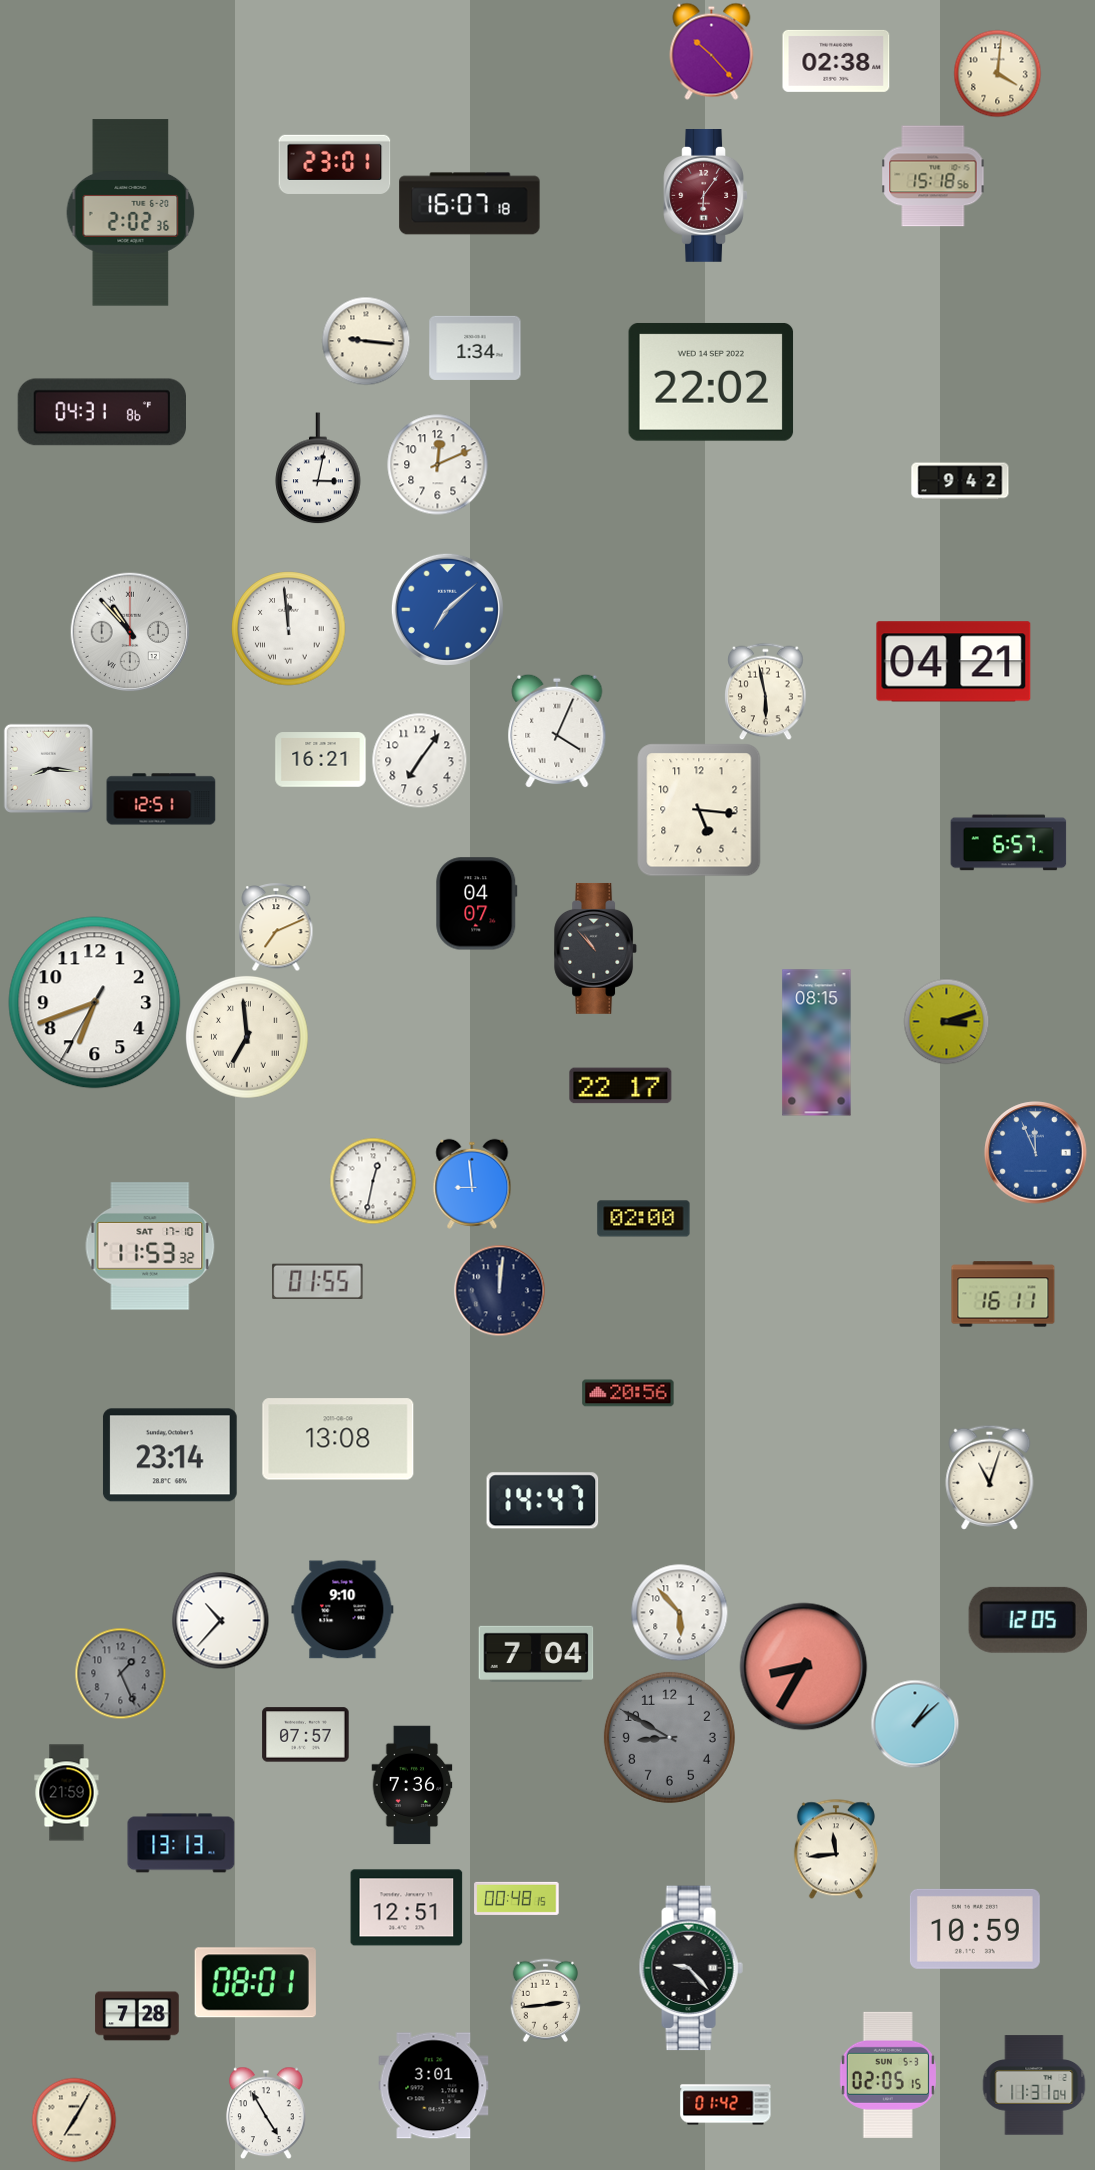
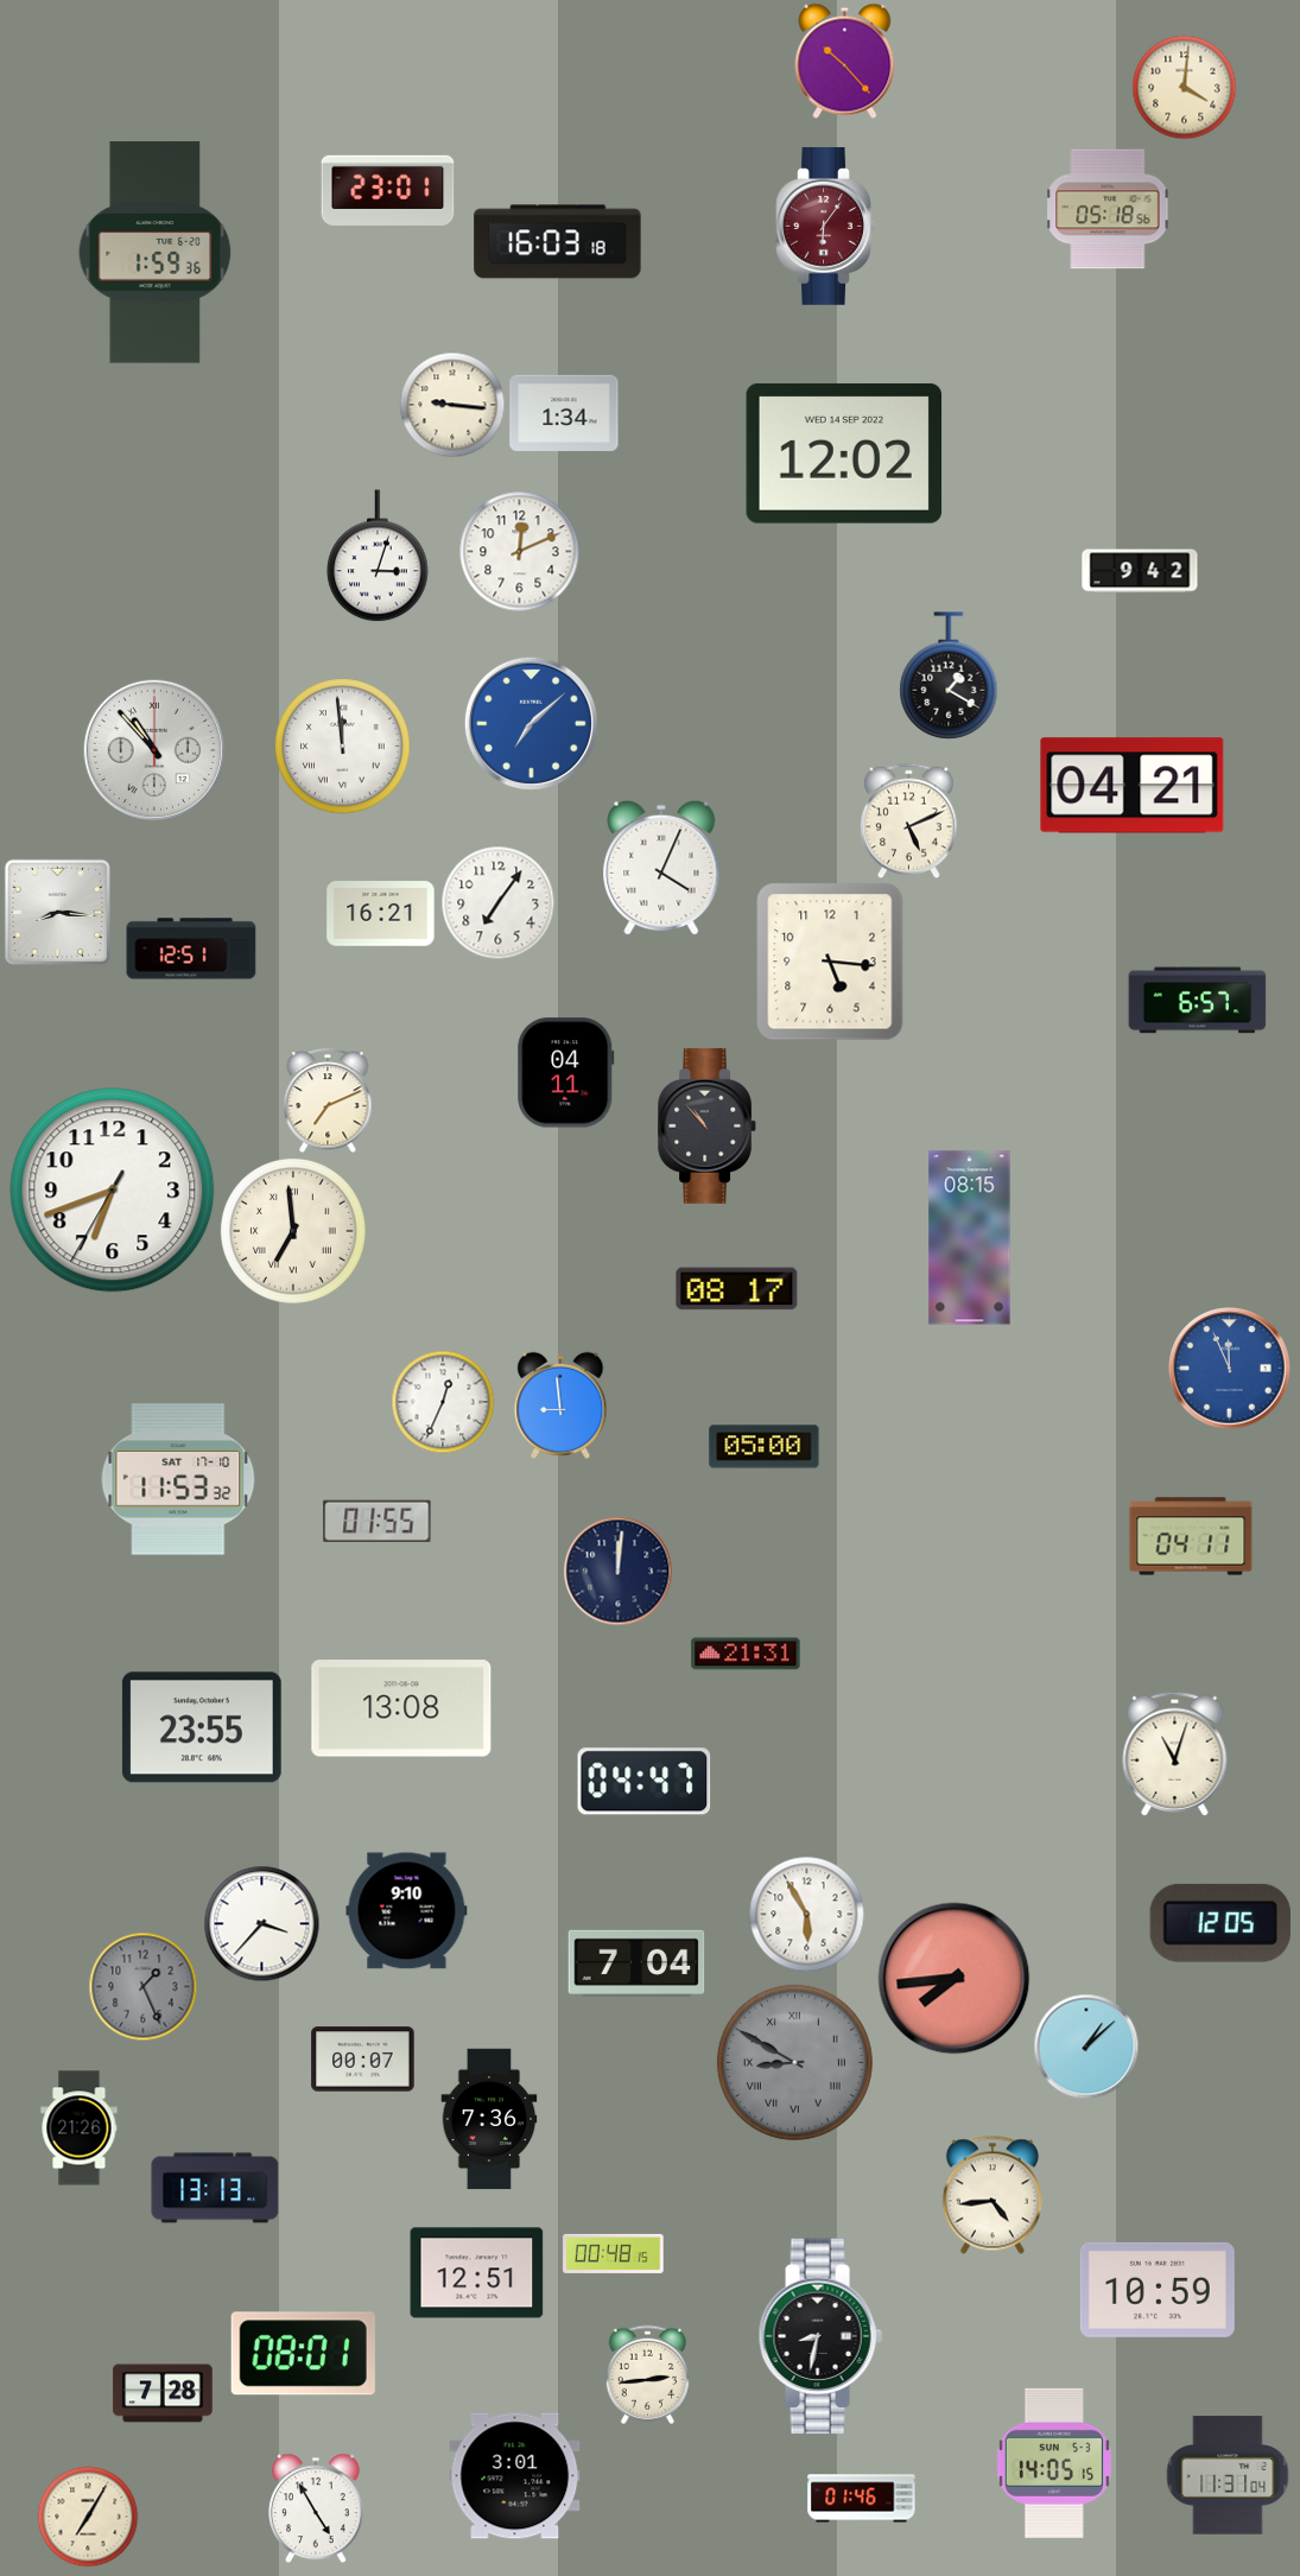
clock at (836, 61): 02:38 -> none
clock at (335, 164) position: (335, 164) -> (388, 190)
clock at (933, 176): 15:18 -> 05:18
clock at (706, 196) position: (706, 196) -> (826, 227)
clock at (470, 204): 16:07 -> 16:03
clock at (131, 213): 2:02 -> 1:59
clock at (366, 341) position: (366, 341) -> (452, 405)
clock at (711, 382): 22:02 -> 12:02
clock at (101, 412): 04:31 -> none
clock at (318, 468): 3:02 -> 3:03
clock at (949, 675): none -> 1:20
clock at (766, 691): 5:58 -> 5:11
clock at (321, 760) position: (321, 760) -> (381, 914)
clock at (477, 904): 04:07 -> 04:11
clock at (946, 1021): 3:12 -> none
clock at (621, 1086): 22:17 -> 08:17
clock at (373, 1181): 12:32 -> 12:34
clock at (644, 1219): 02:00 -> 05:00
clock at (499, 1290) position: (499, 1290) -> (617, 1571)
clock at (1003, 1294): 16:11 -> 04:11
clock at (628, 1393): 20:56 -> 21:31
clock at (170, 1455): 23:14 -> 23:55
clock at (543, 1501): 14:47 -> 04:47
clock at (679, 1612): 5:53 -> 5:55
clock at (220, 1620): 10:37 -> 3:37
clock at (804, 1667): 8:35 -> 7:44
clock at (306, 1735): 07:57 -> 00:07
clock at (669, 1737) numerals: Arabic -> Roman
clock at (67, 1793): 21:59 -> 21:26
clock at (836, 1849): 11:44 -> 4:44
clock at (407, 1908) position: (407, 1908) -> (477, 2273)
clock at (691, 1968): 9:23 -> 8:32
clock at (888, 2075): 02:05 -> 14:05
clock at (726, 2105): 01:42 -> 01:46
